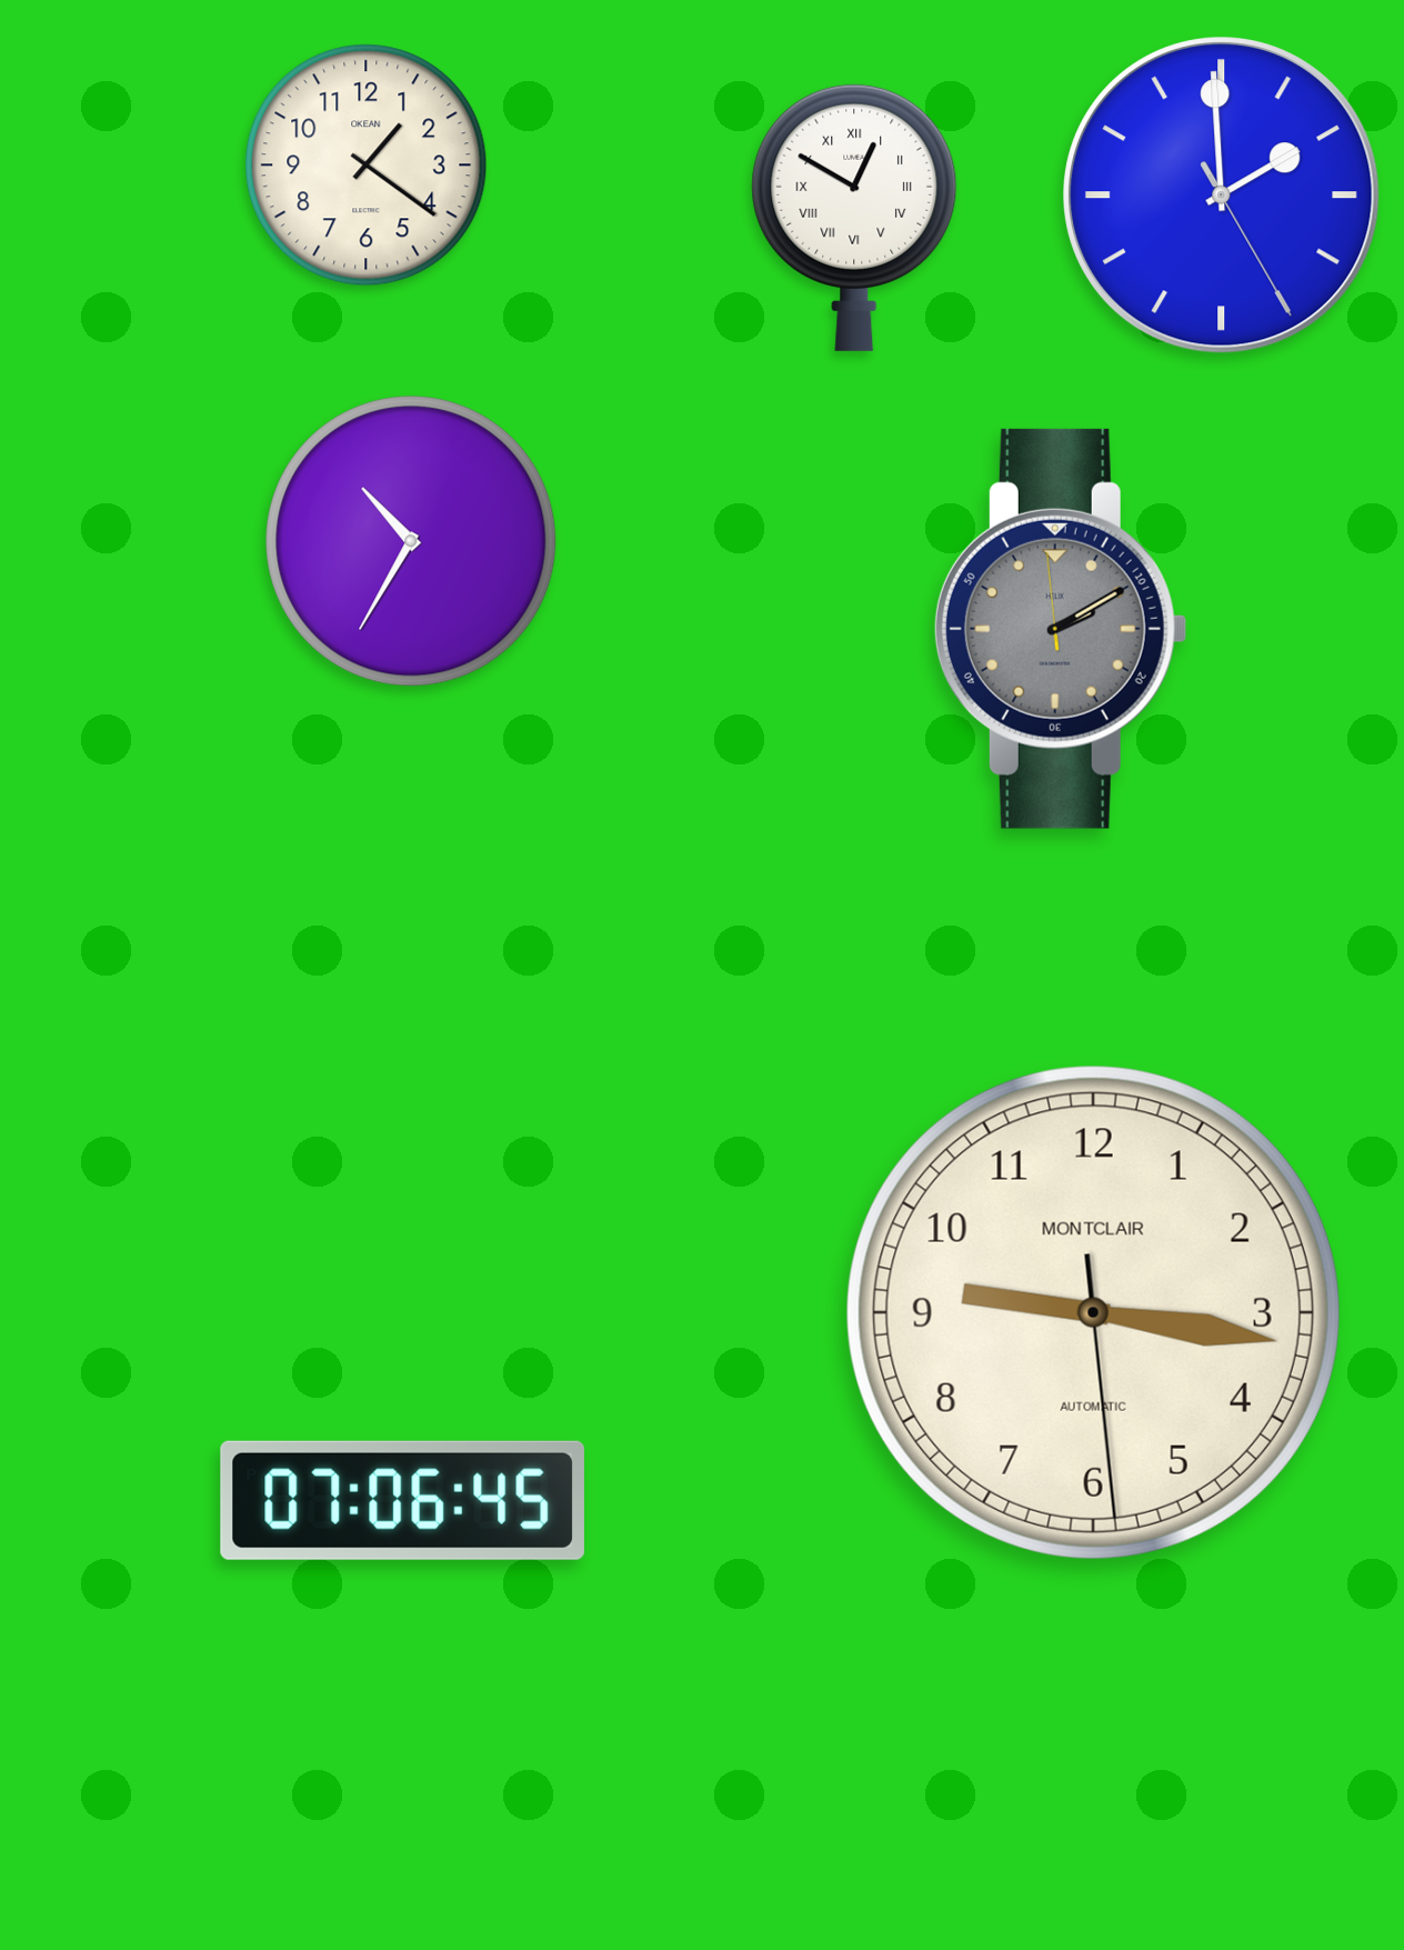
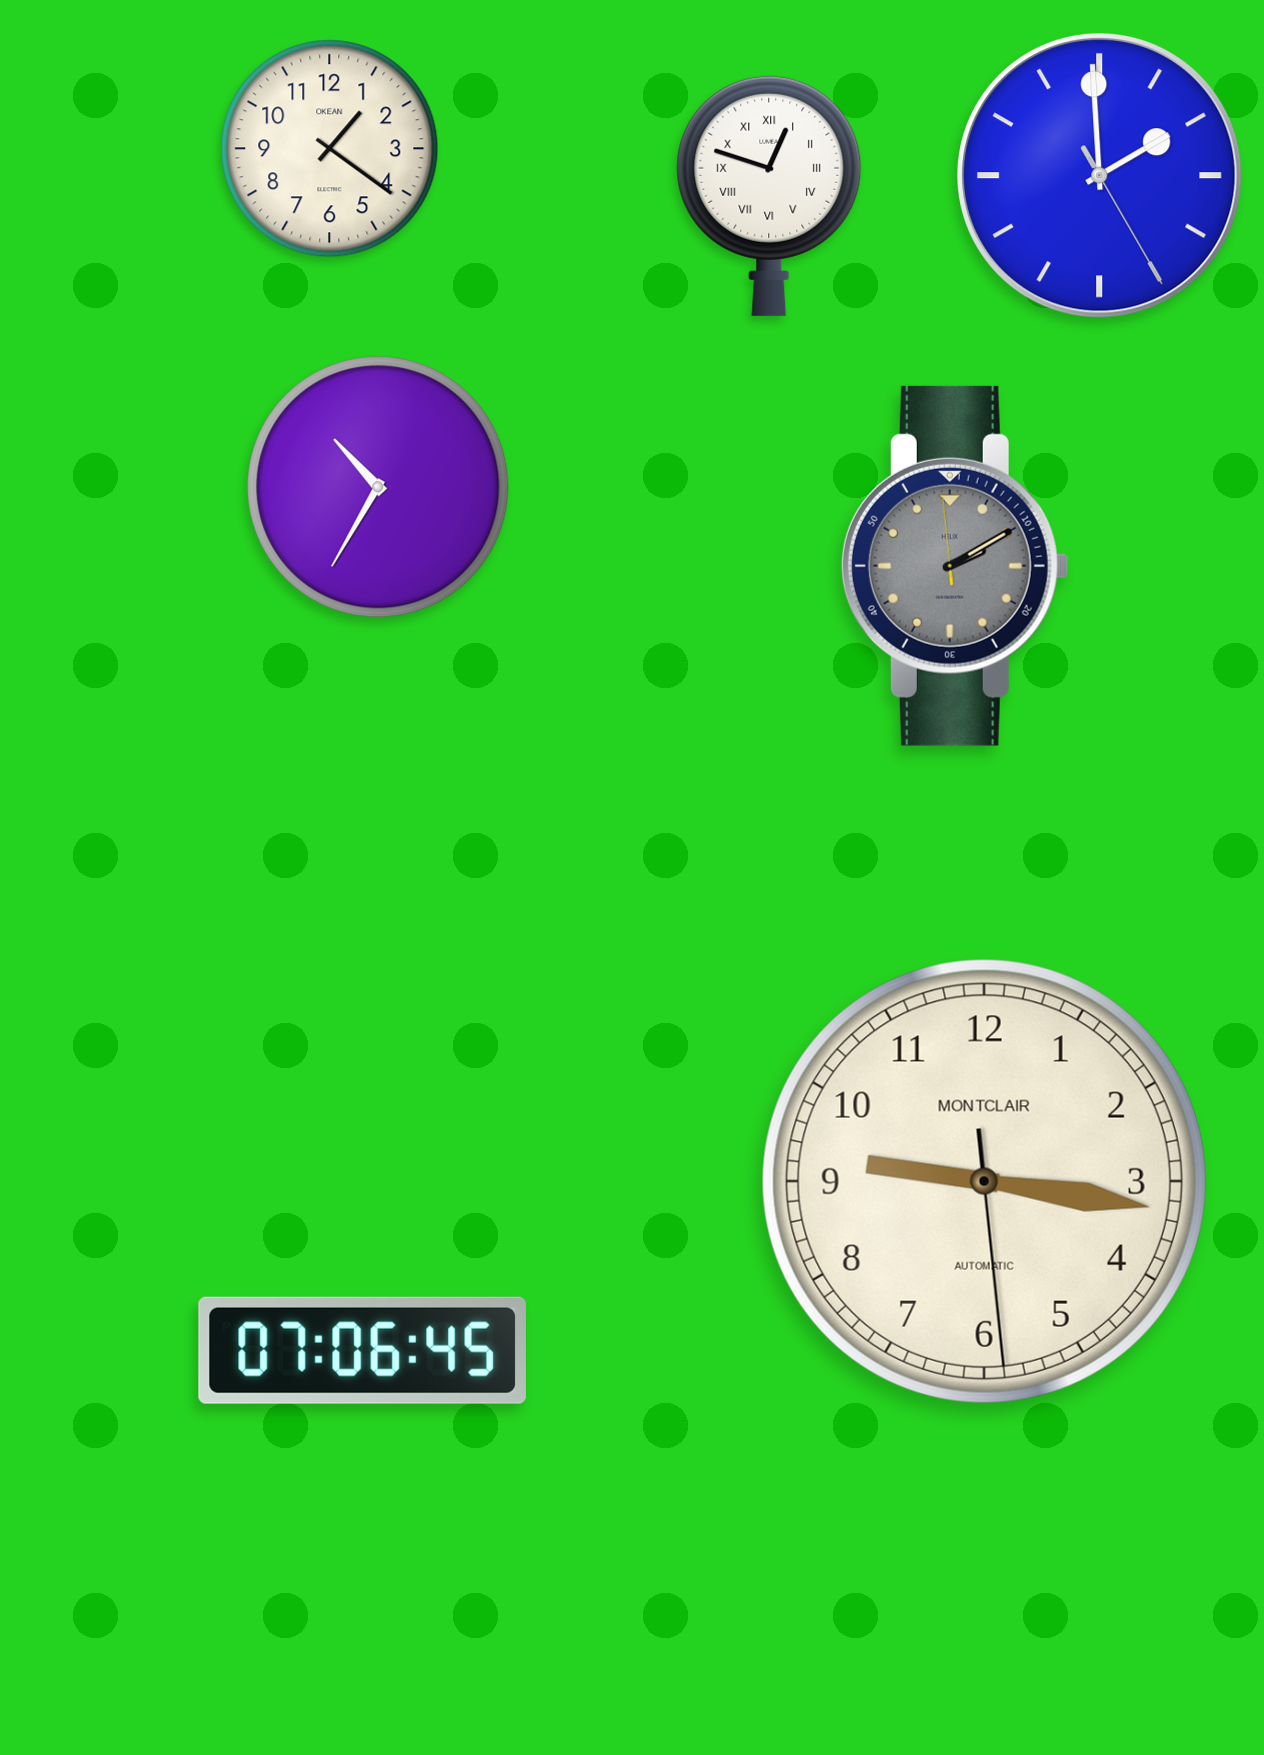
clock at (854, 217): 12:50 -> 12:48
clock at (411, 541) position: (411, 541) -> (378, 487)
